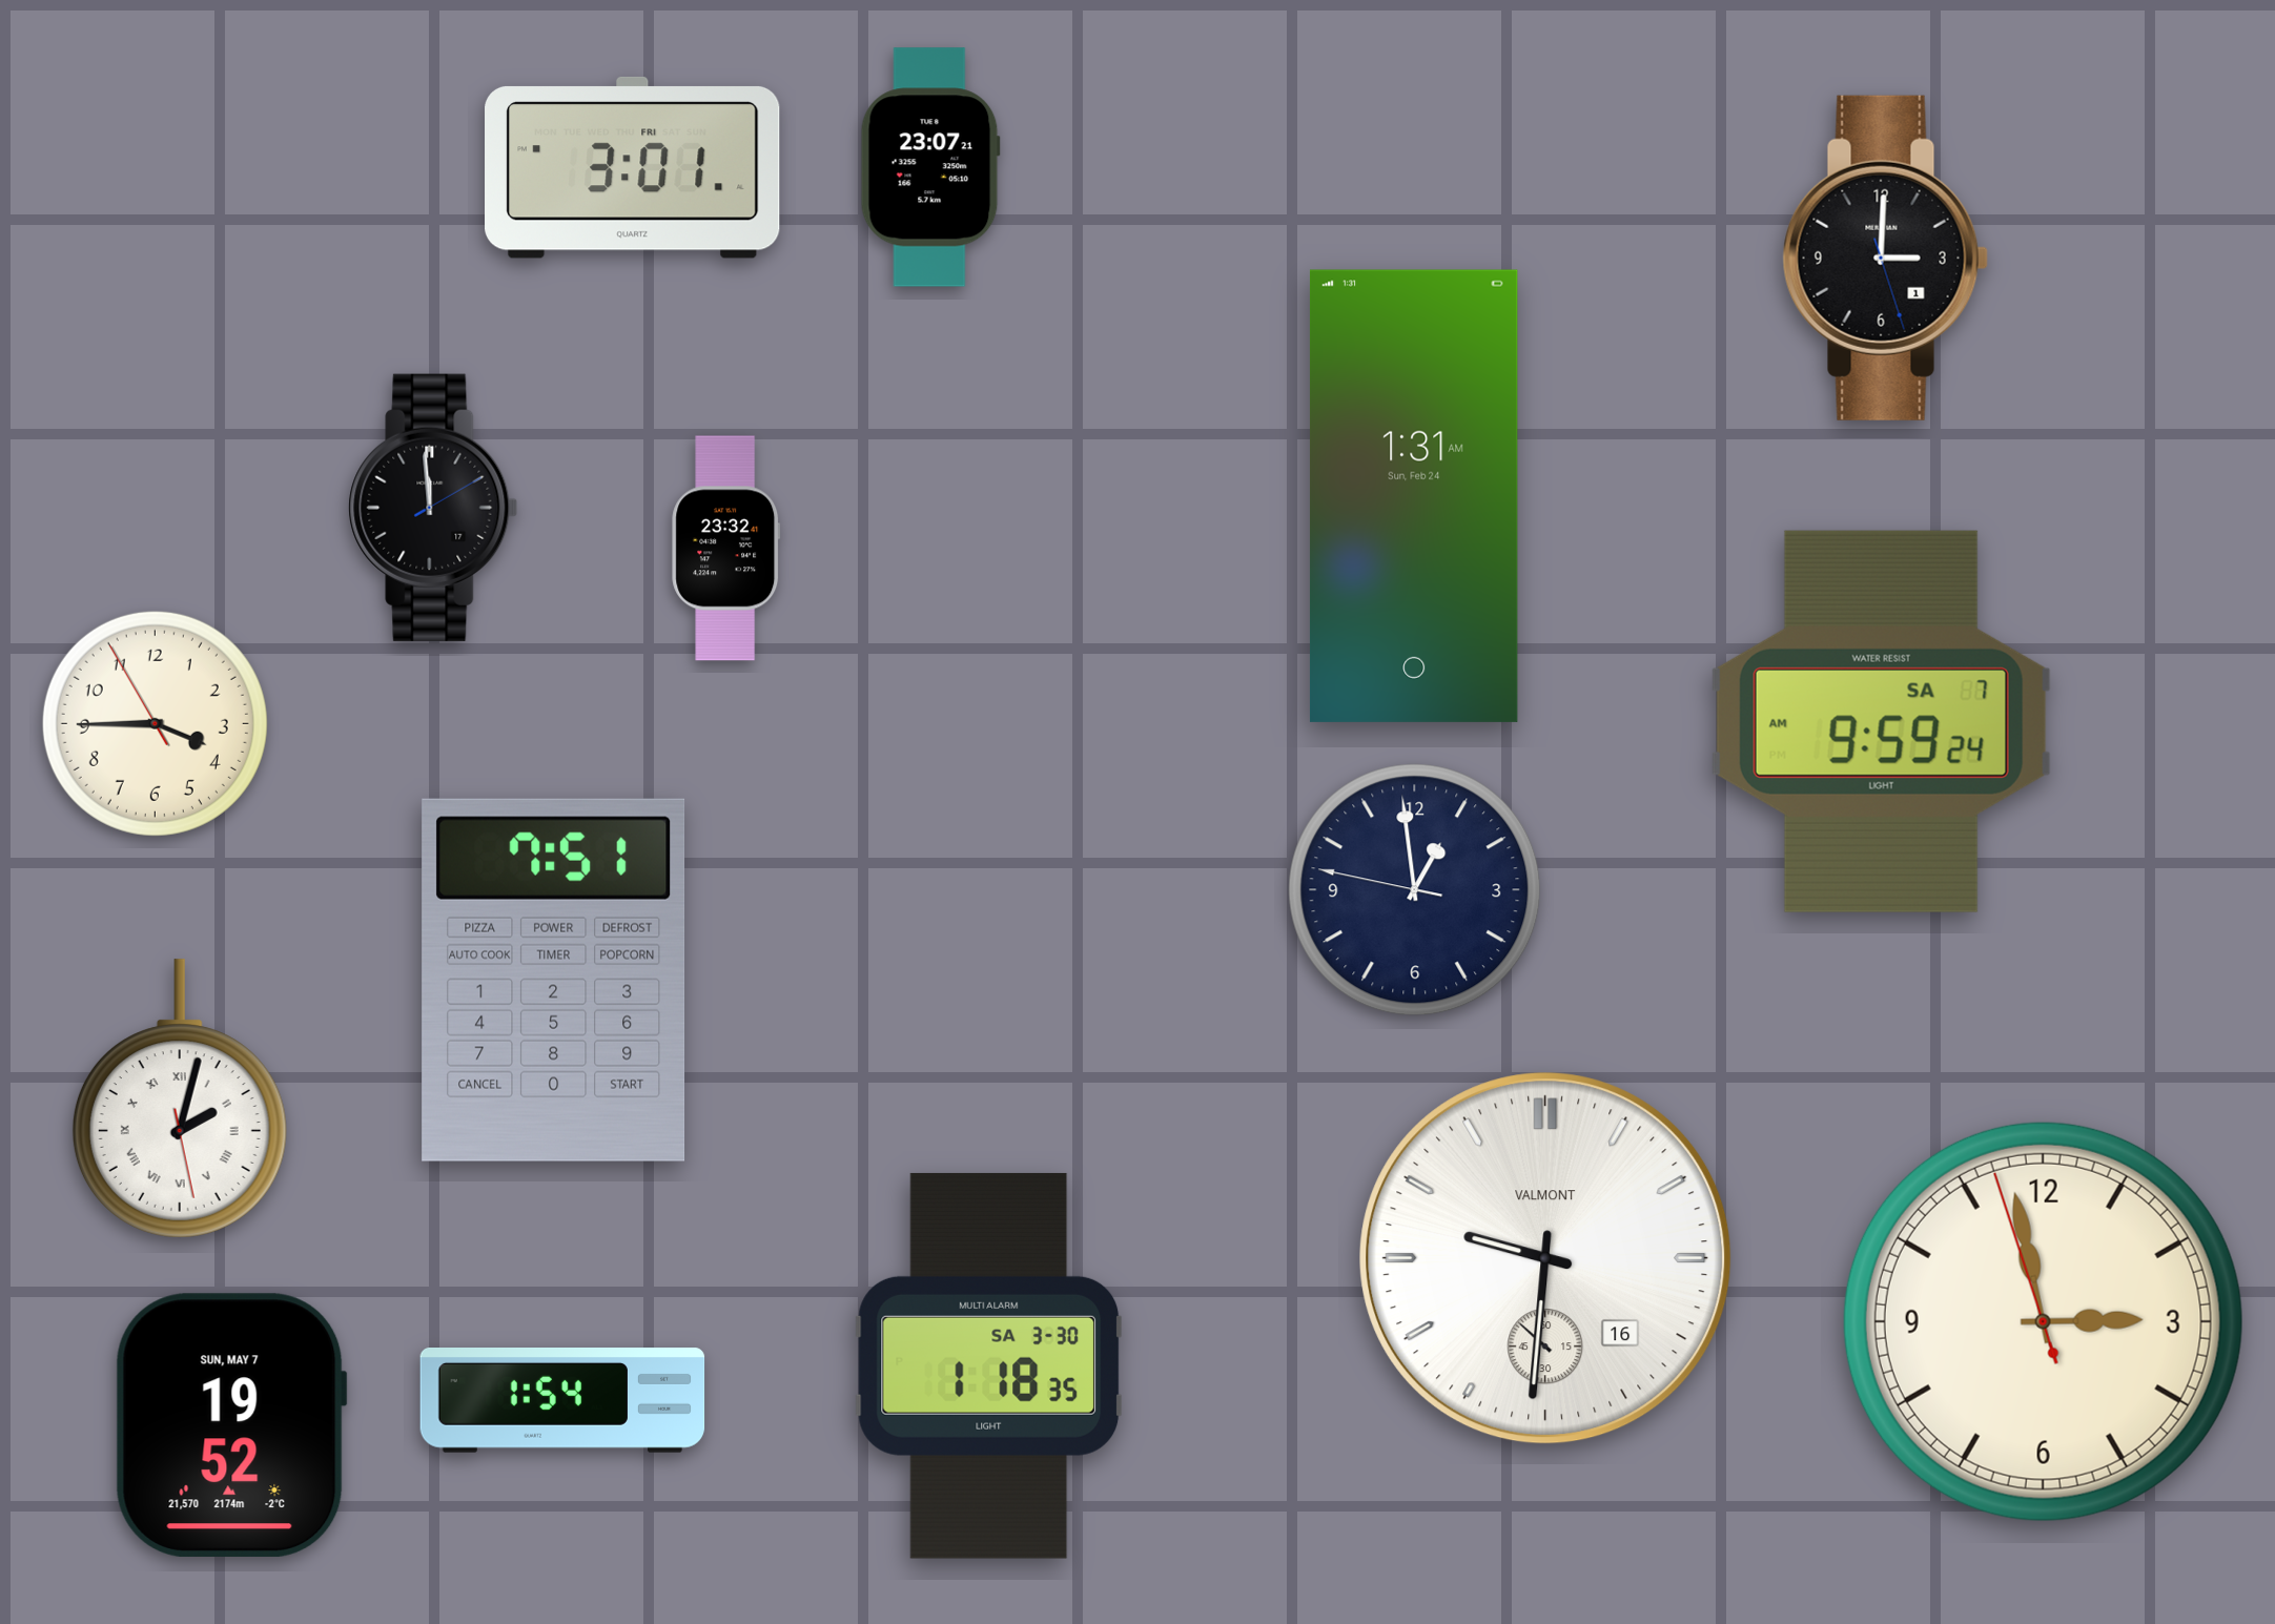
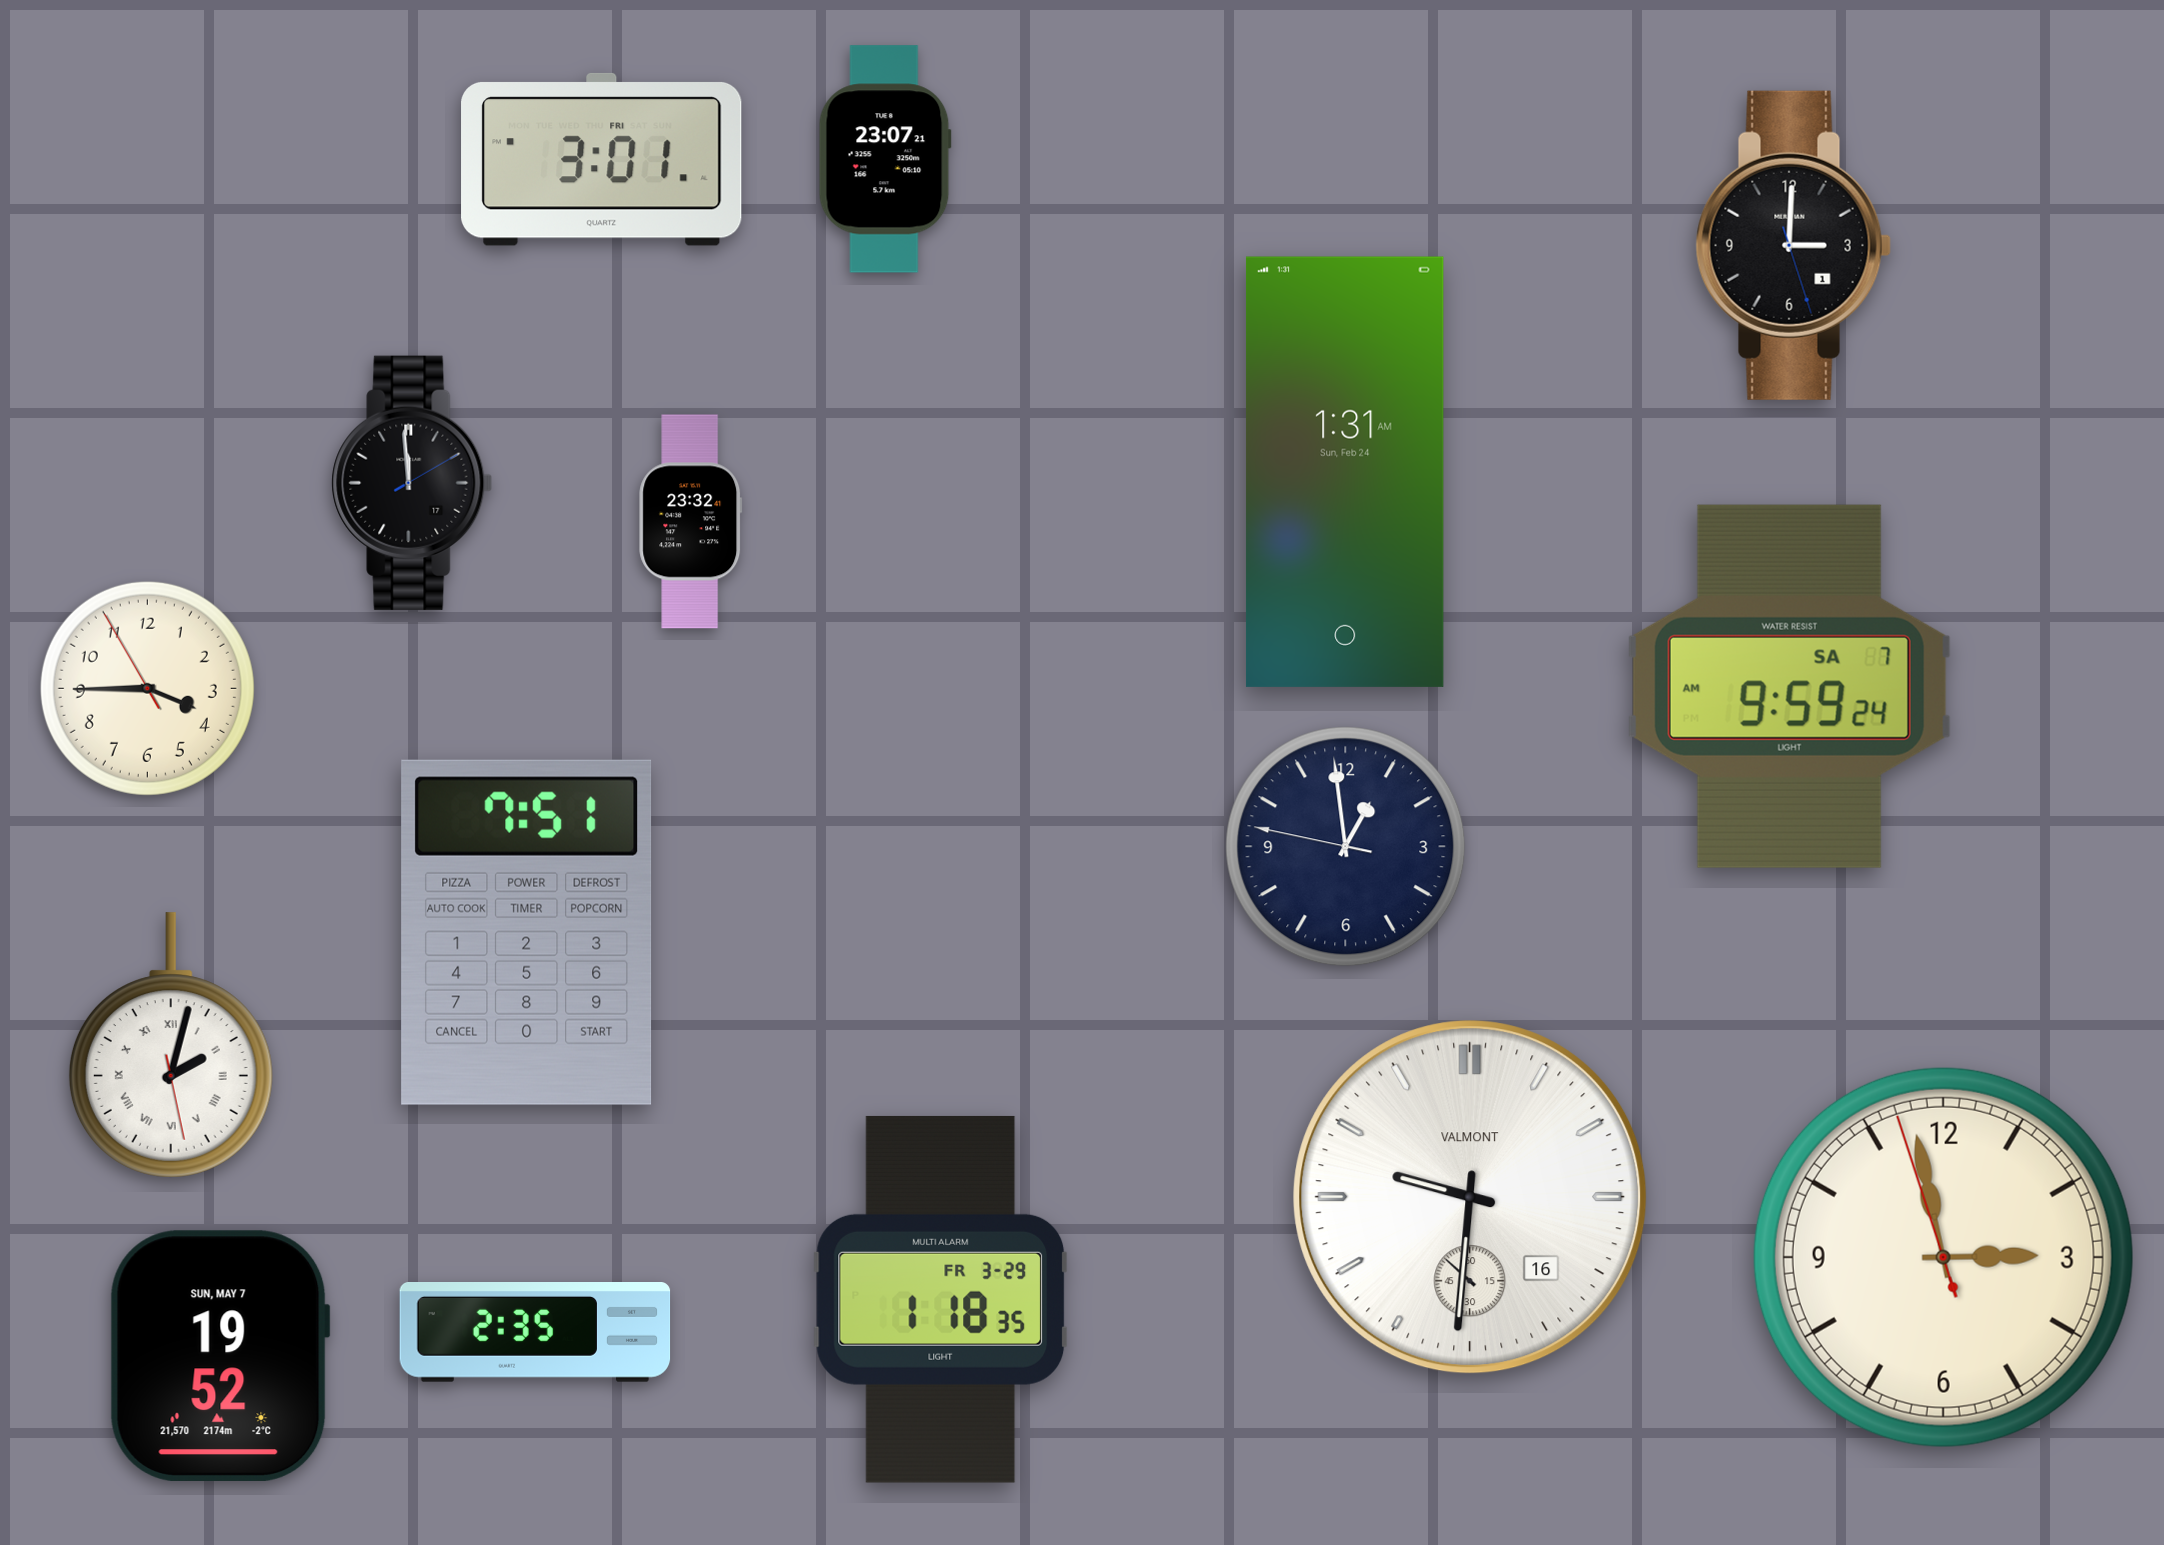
clock at (989, 1365) date: SA 3-30 -> FR 3-29
clock at (562, 1401): 1:54 -> 2:35
